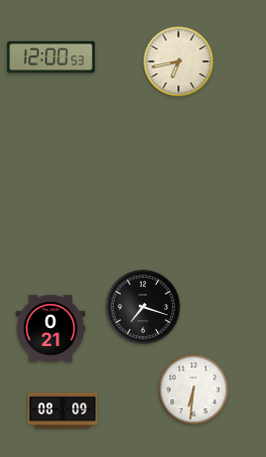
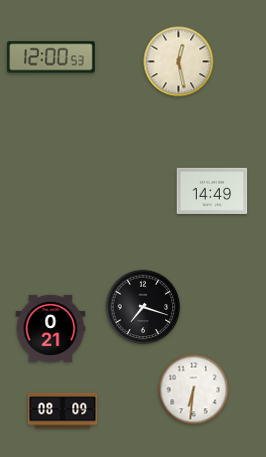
clock at (179, 62): 6:43 -> 12:28
clock at (212, 191): none -> 14:49
